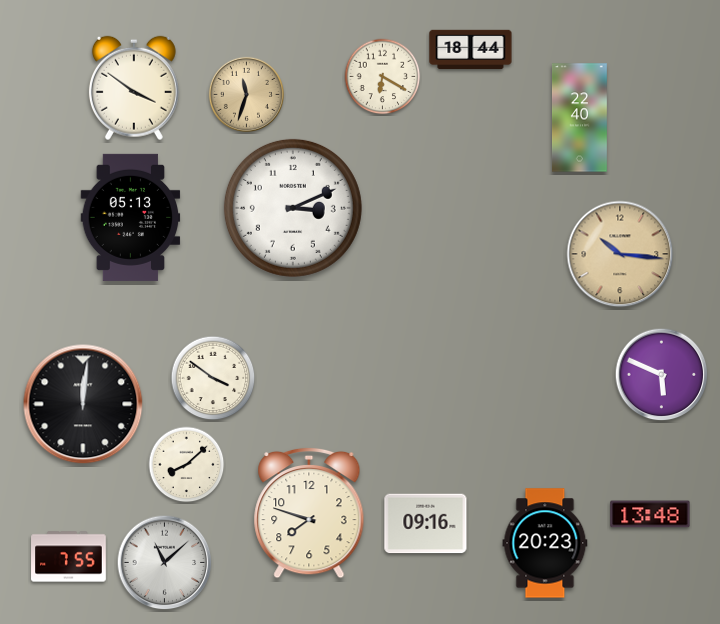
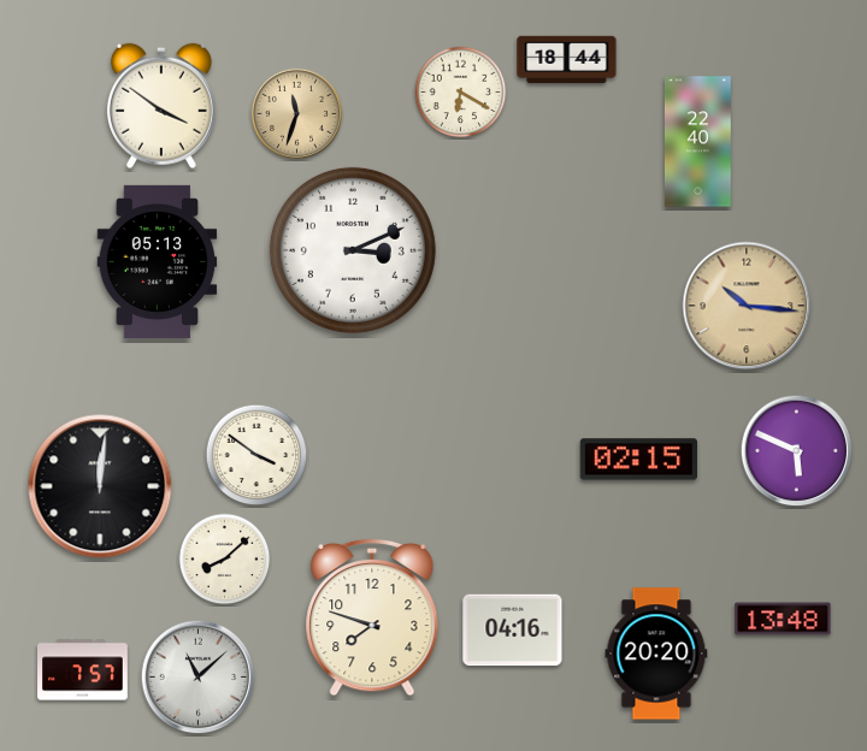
clock at (638, 460): none -> 02:15
clock at (426, 524): 09:16 -> 04:16
clock at (545, 543): 20:23 -> 20:20
clock at (69, 557): 7:55 -> 7:57
